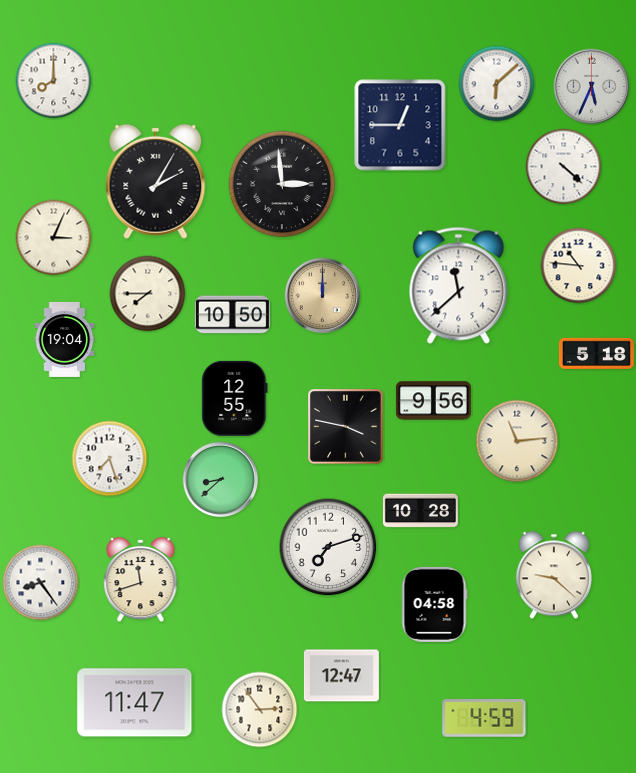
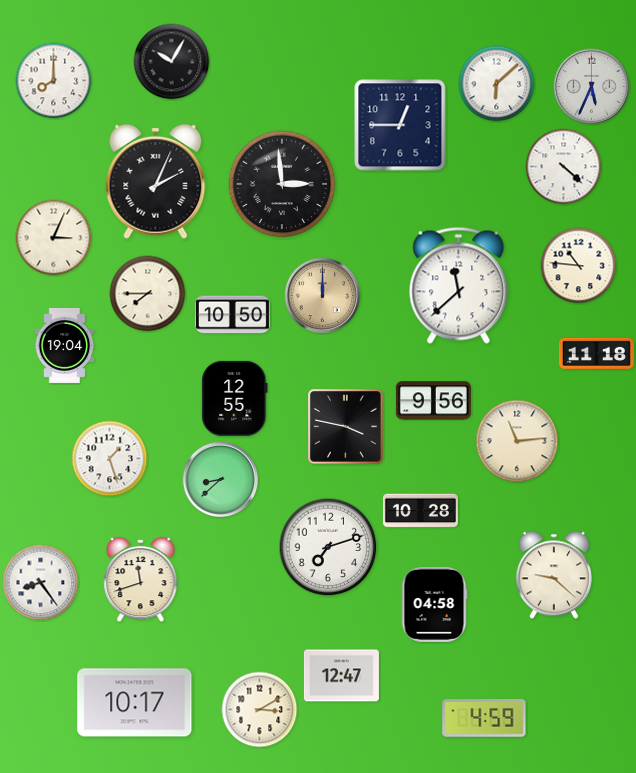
clock at (172, 62): none -> 10:05
clock at (156, 181): 2:05 -> 2:04
clock at (65, 339) position: (65, 339) -> (65, 345)
clock at (596, 353): 5:18 -> 11:18
clock at (110, 459): 7:27 -> 1:27
clock at (135, 703): 11:47 -> 10:17
clock at (260, 710): 2:54 -> 3:10
